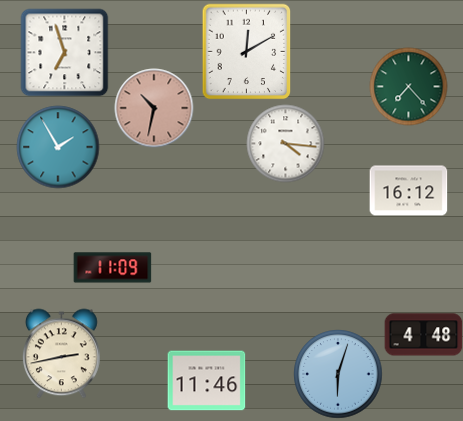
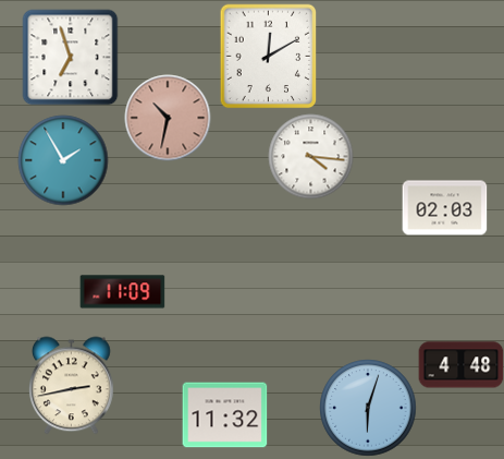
clock at (408, 86): 7:23 -> none
clock at (408, 191): 16:12 -> 02:03
clock at (62, 353) position: (62, 353) -> (72, 385)
clock at (206, 381): 11:46 -> 11:32
